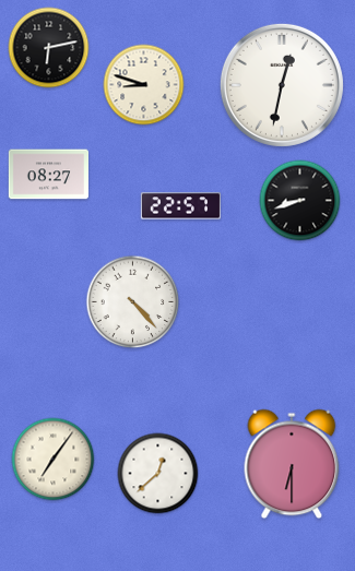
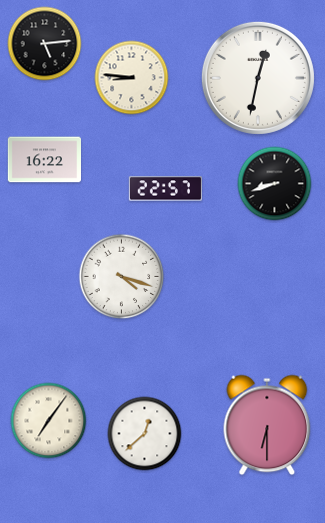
clock at (49, 48): 6:13 -> 5:14
clock at (144, 85): 8:48 -> 8:46
clock at (48, 175): 08:27 -> 16:22
clock at (133, 302): 4:23 -> 4:18
